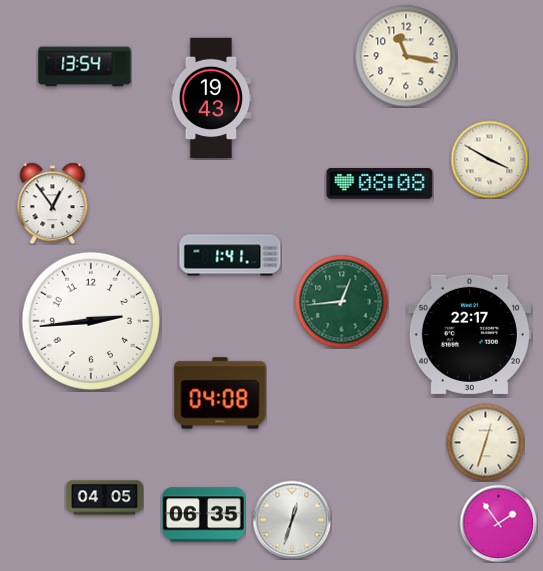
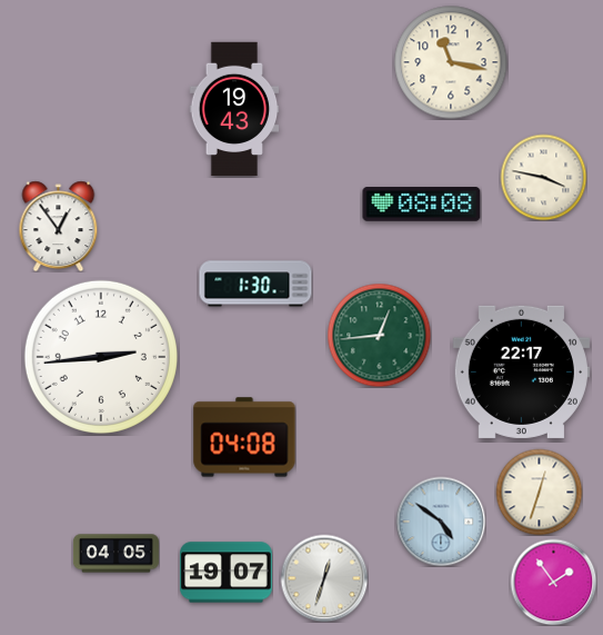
clock at (85, 67): 13:54 -> none
clock at (489, 159): 3:50 -> 3:47
clock at (230, 255): 1:41 -> 1:30
clock at (441, 522): none -> 4:51
clock at (204, 515): 06:35 -> 19:07
